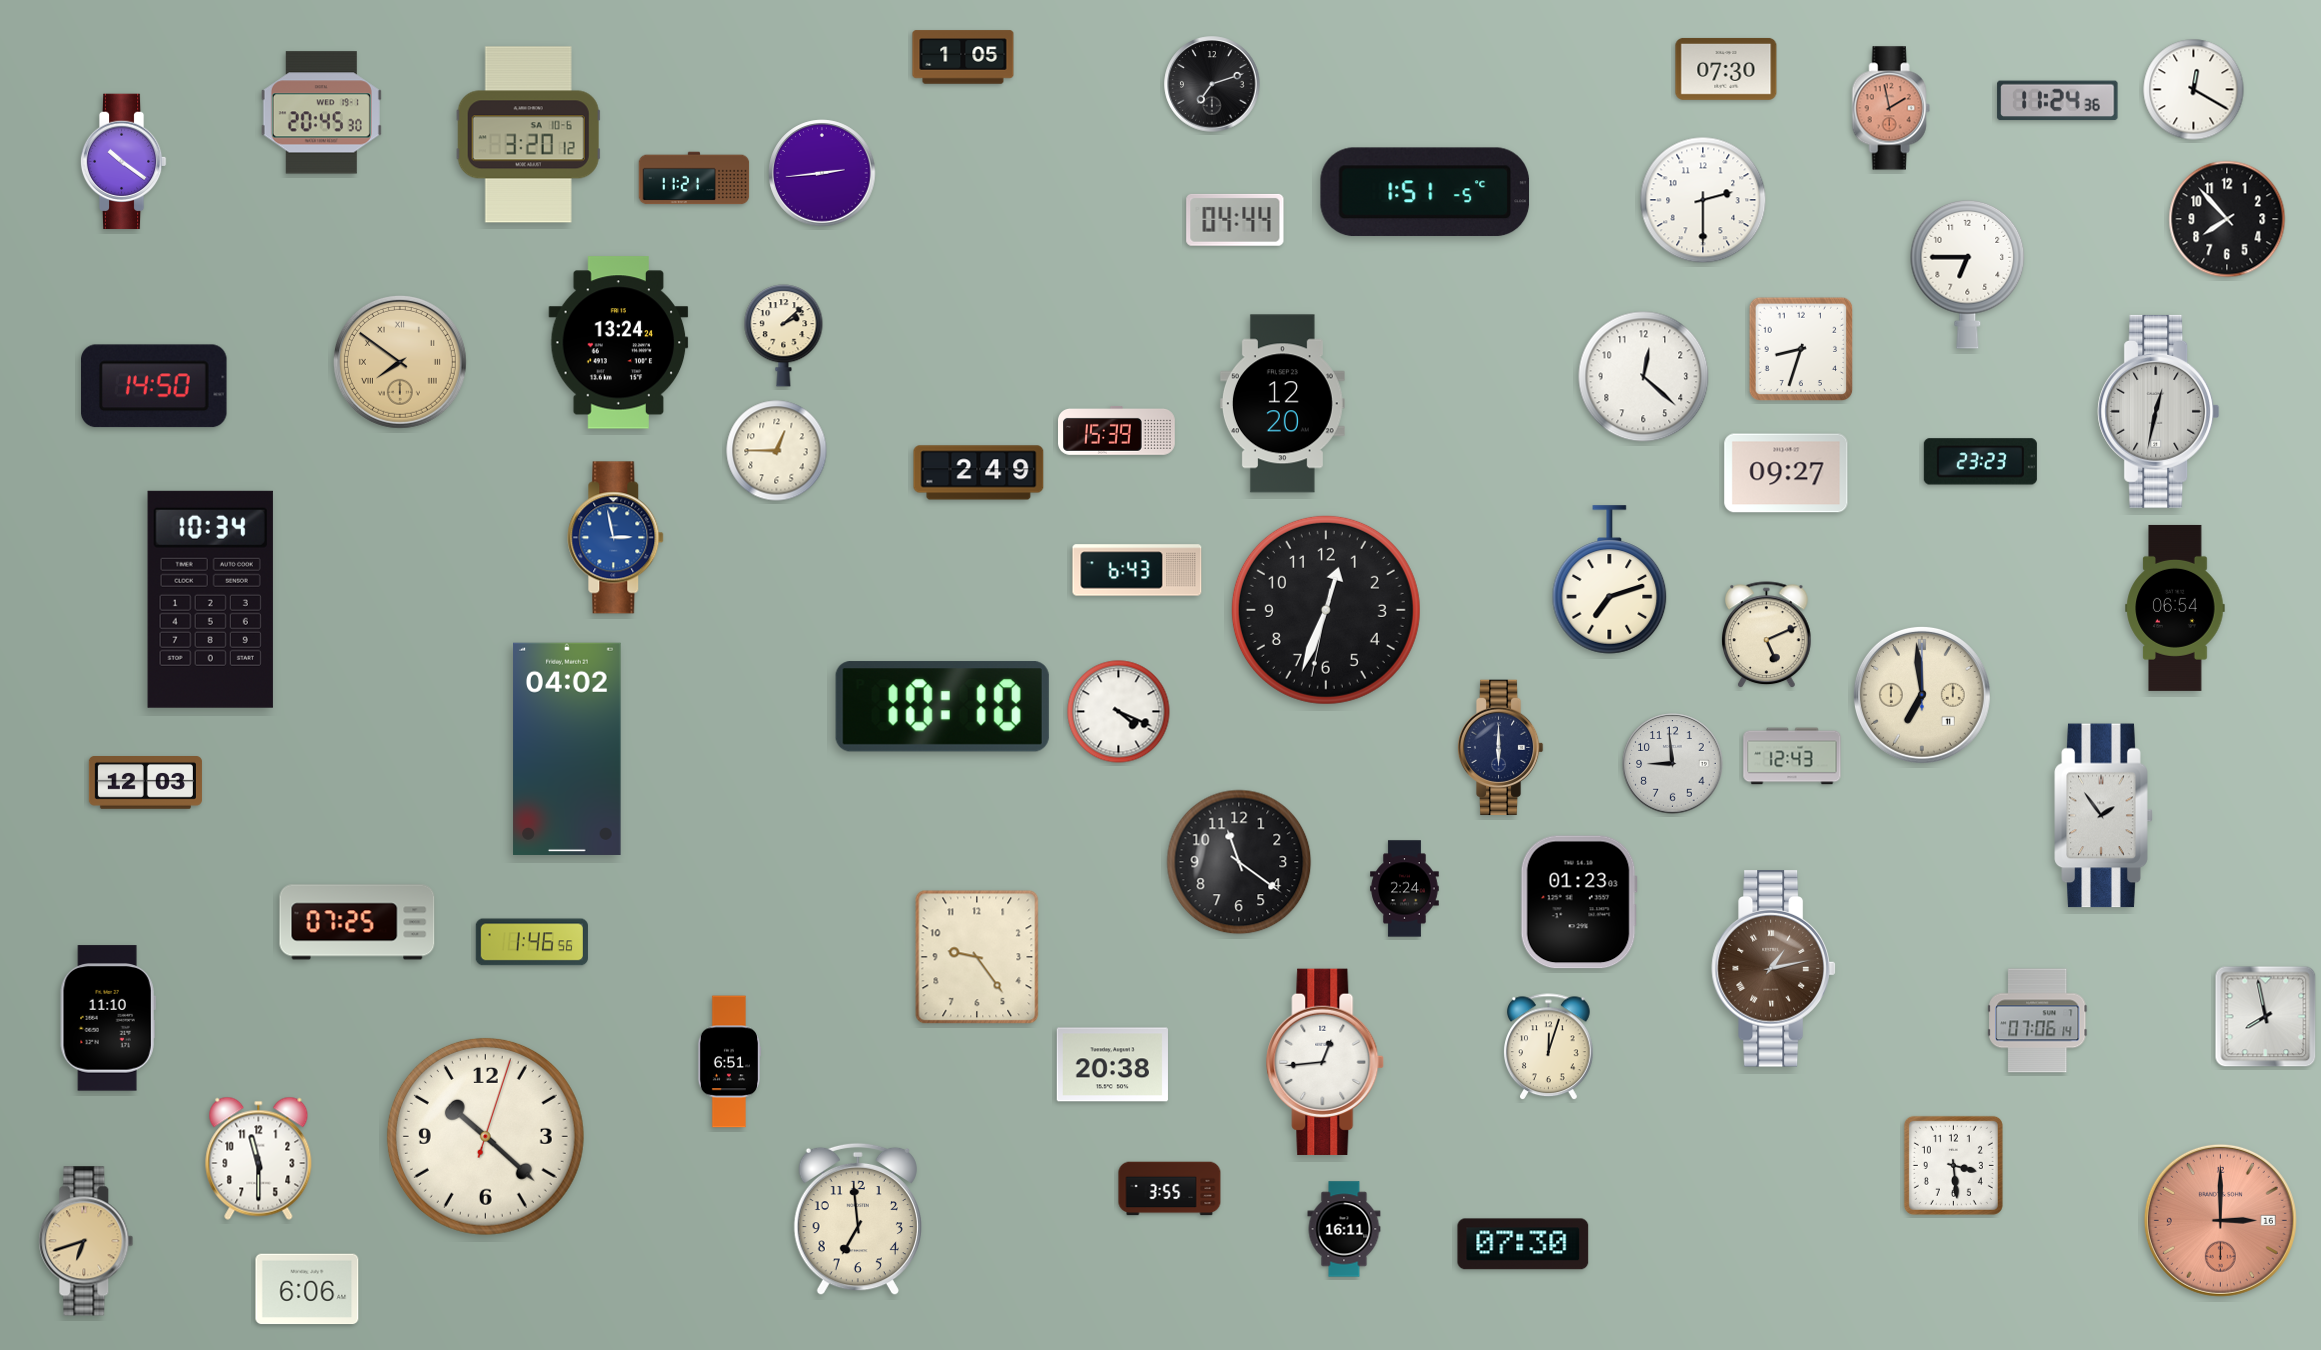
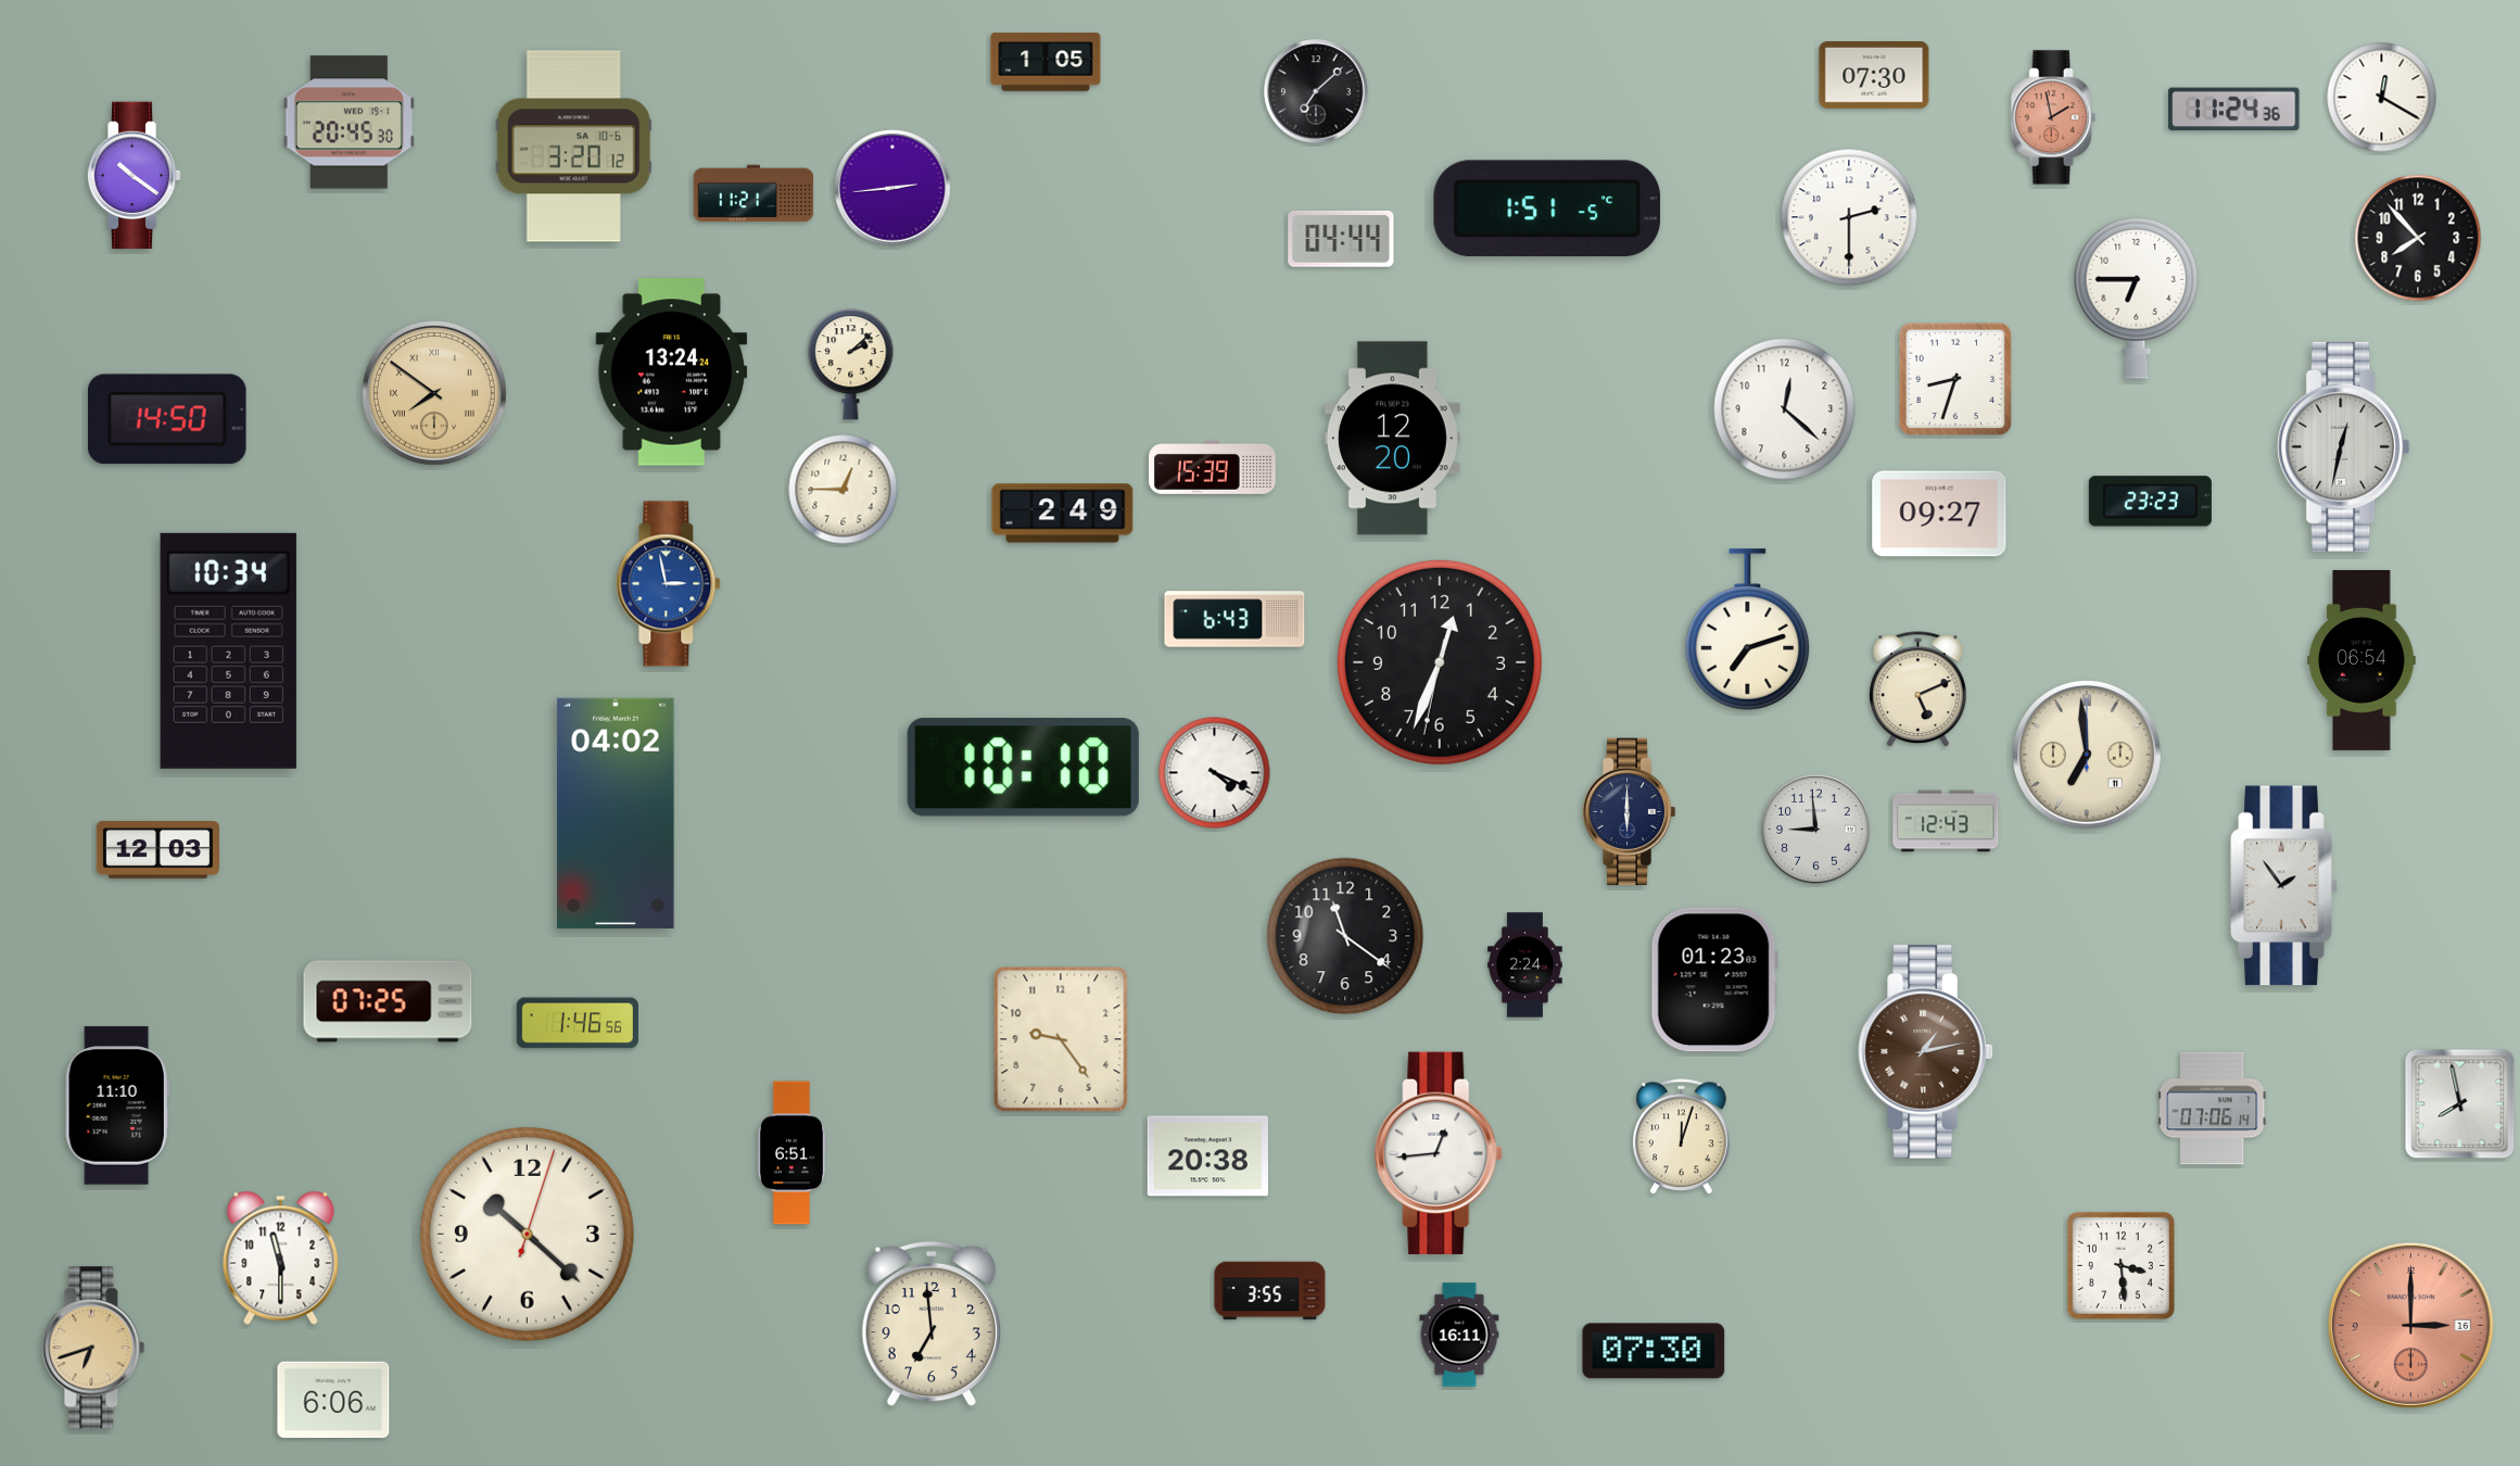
clock at (1212, 84): 7:12 -> 7:08
